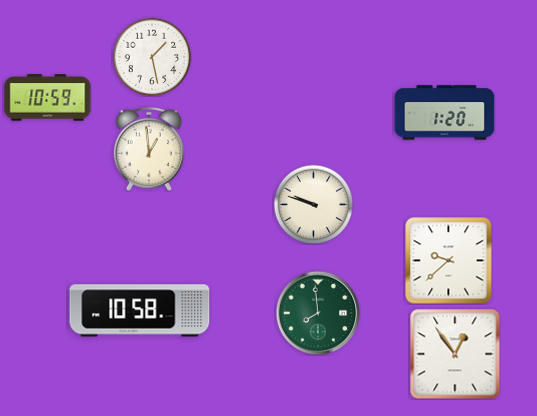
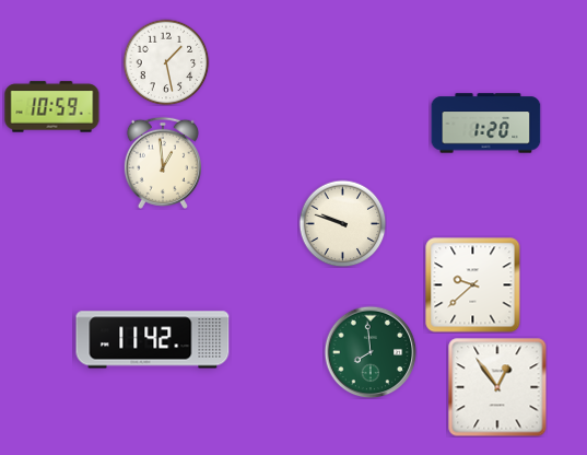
clock at (449, 261) position: (449, 261) -> (473, 285)
clock at (140, 311): 10:58 -> 11:42
clock at (318, 313) position: (318, 313) -> (371, 352)
